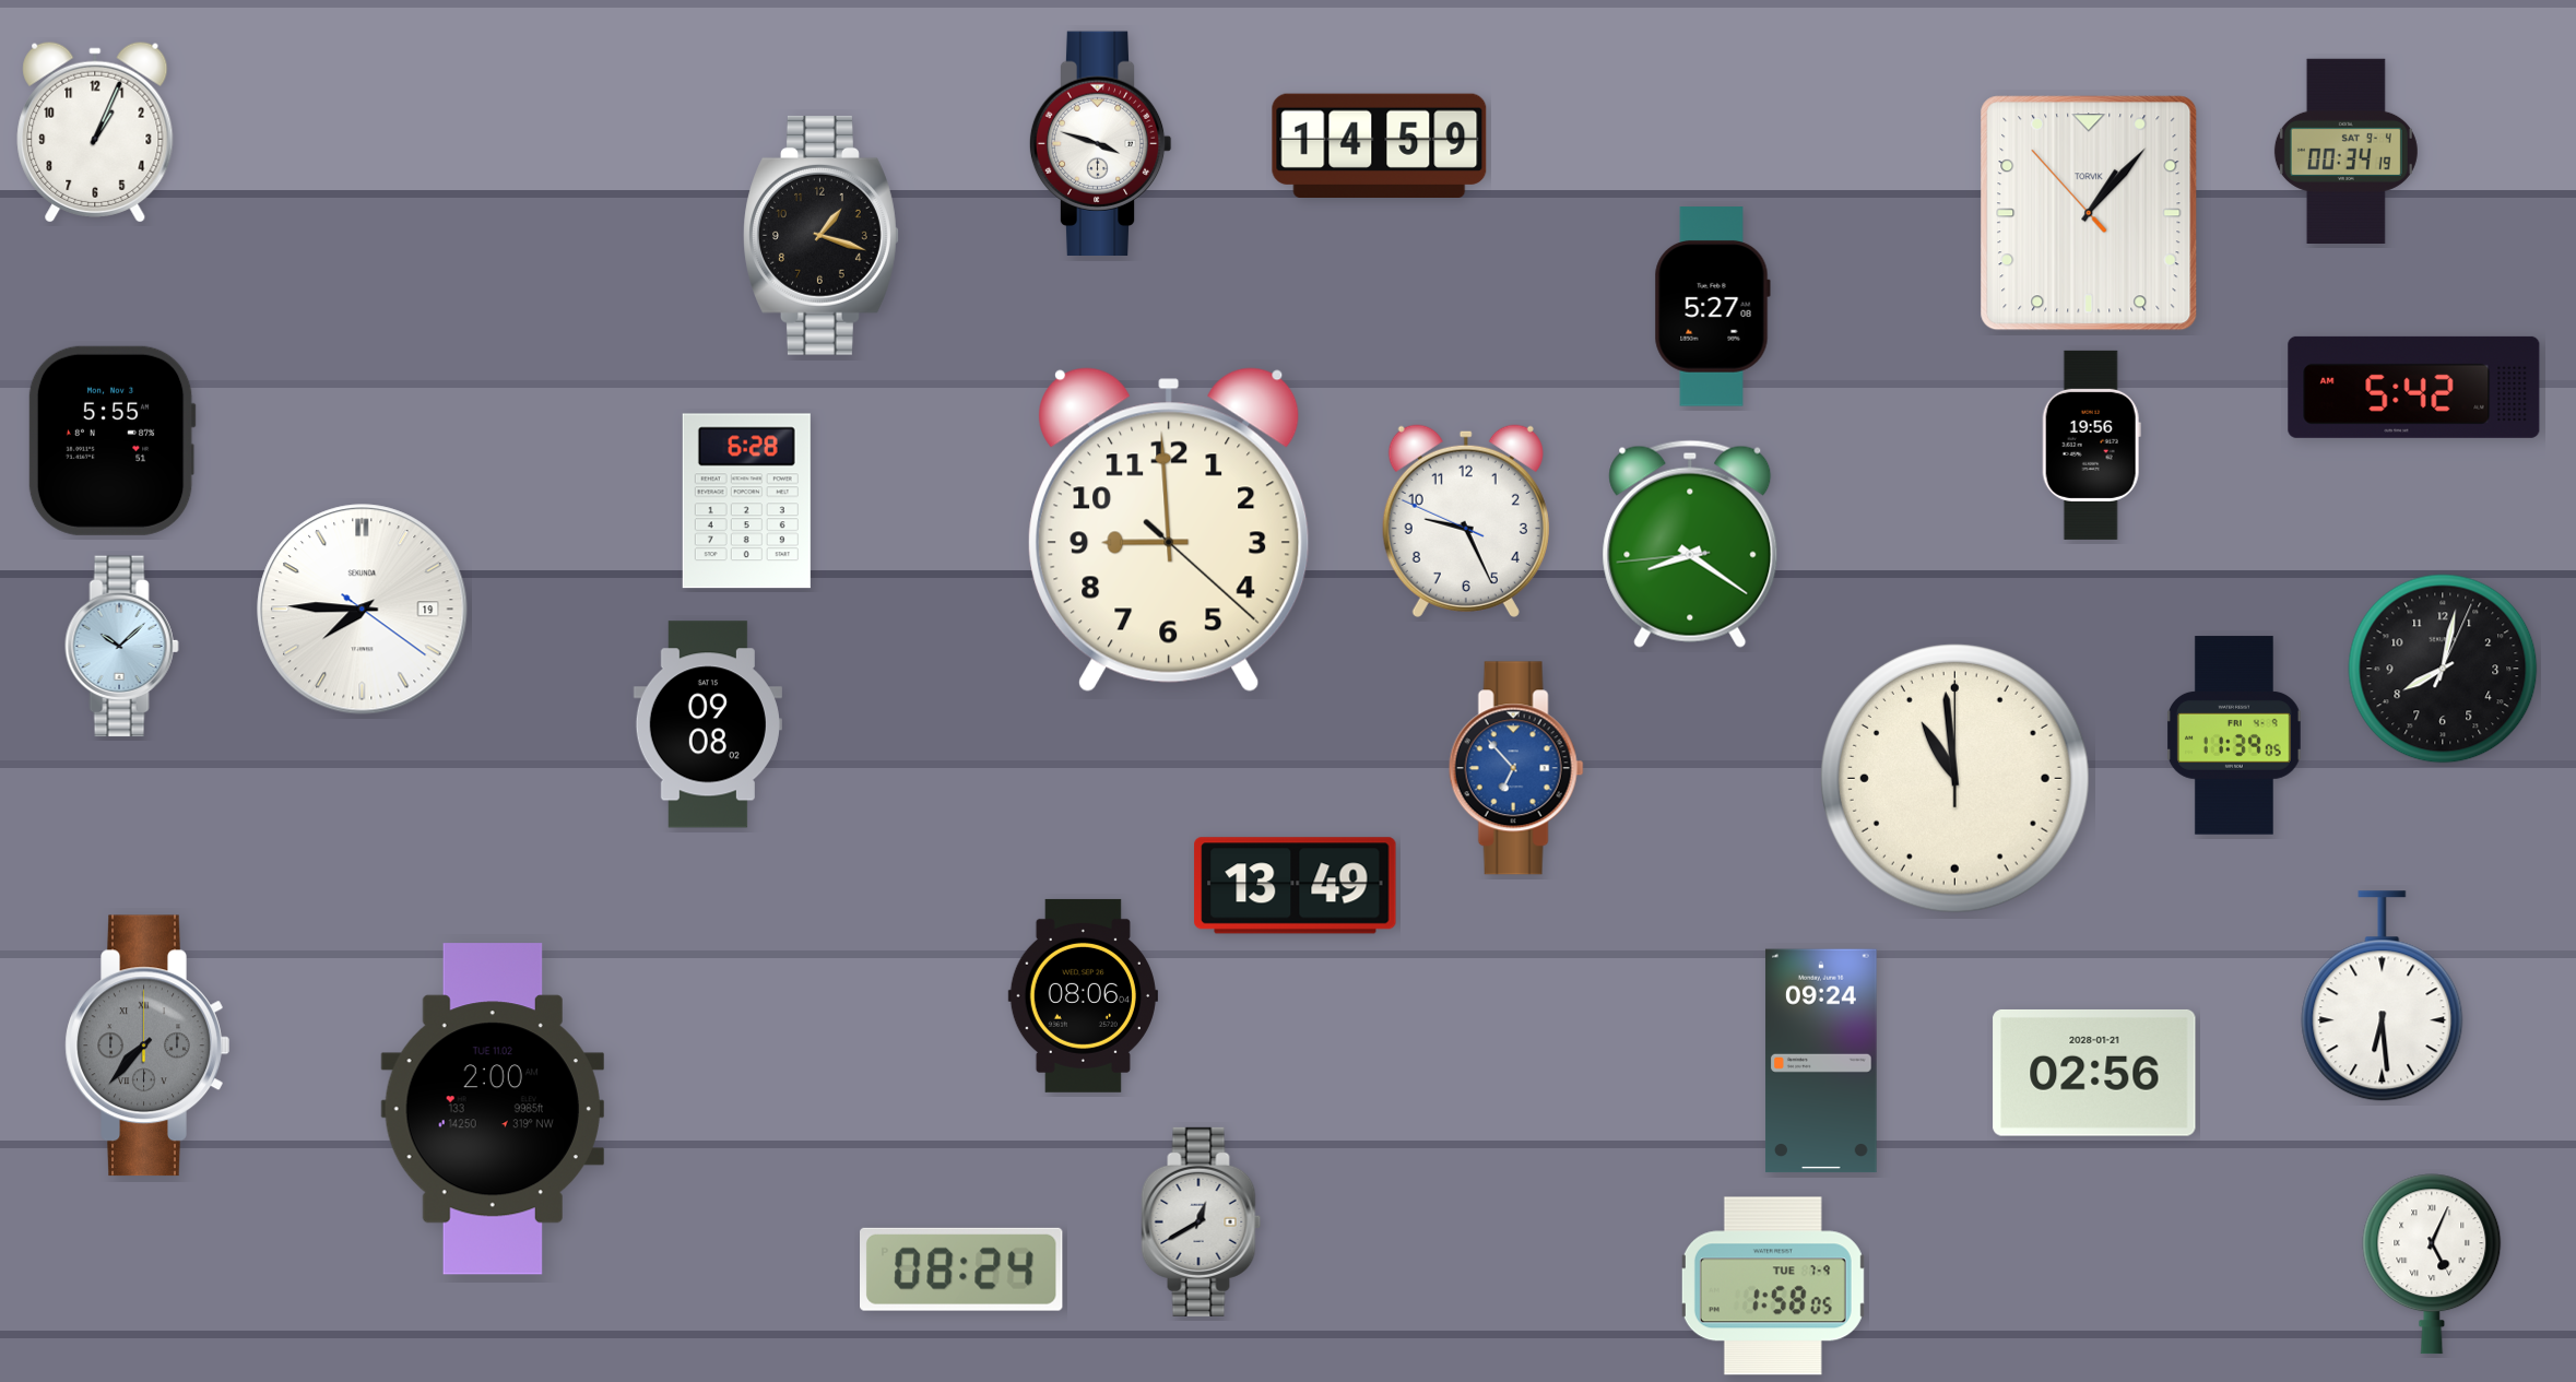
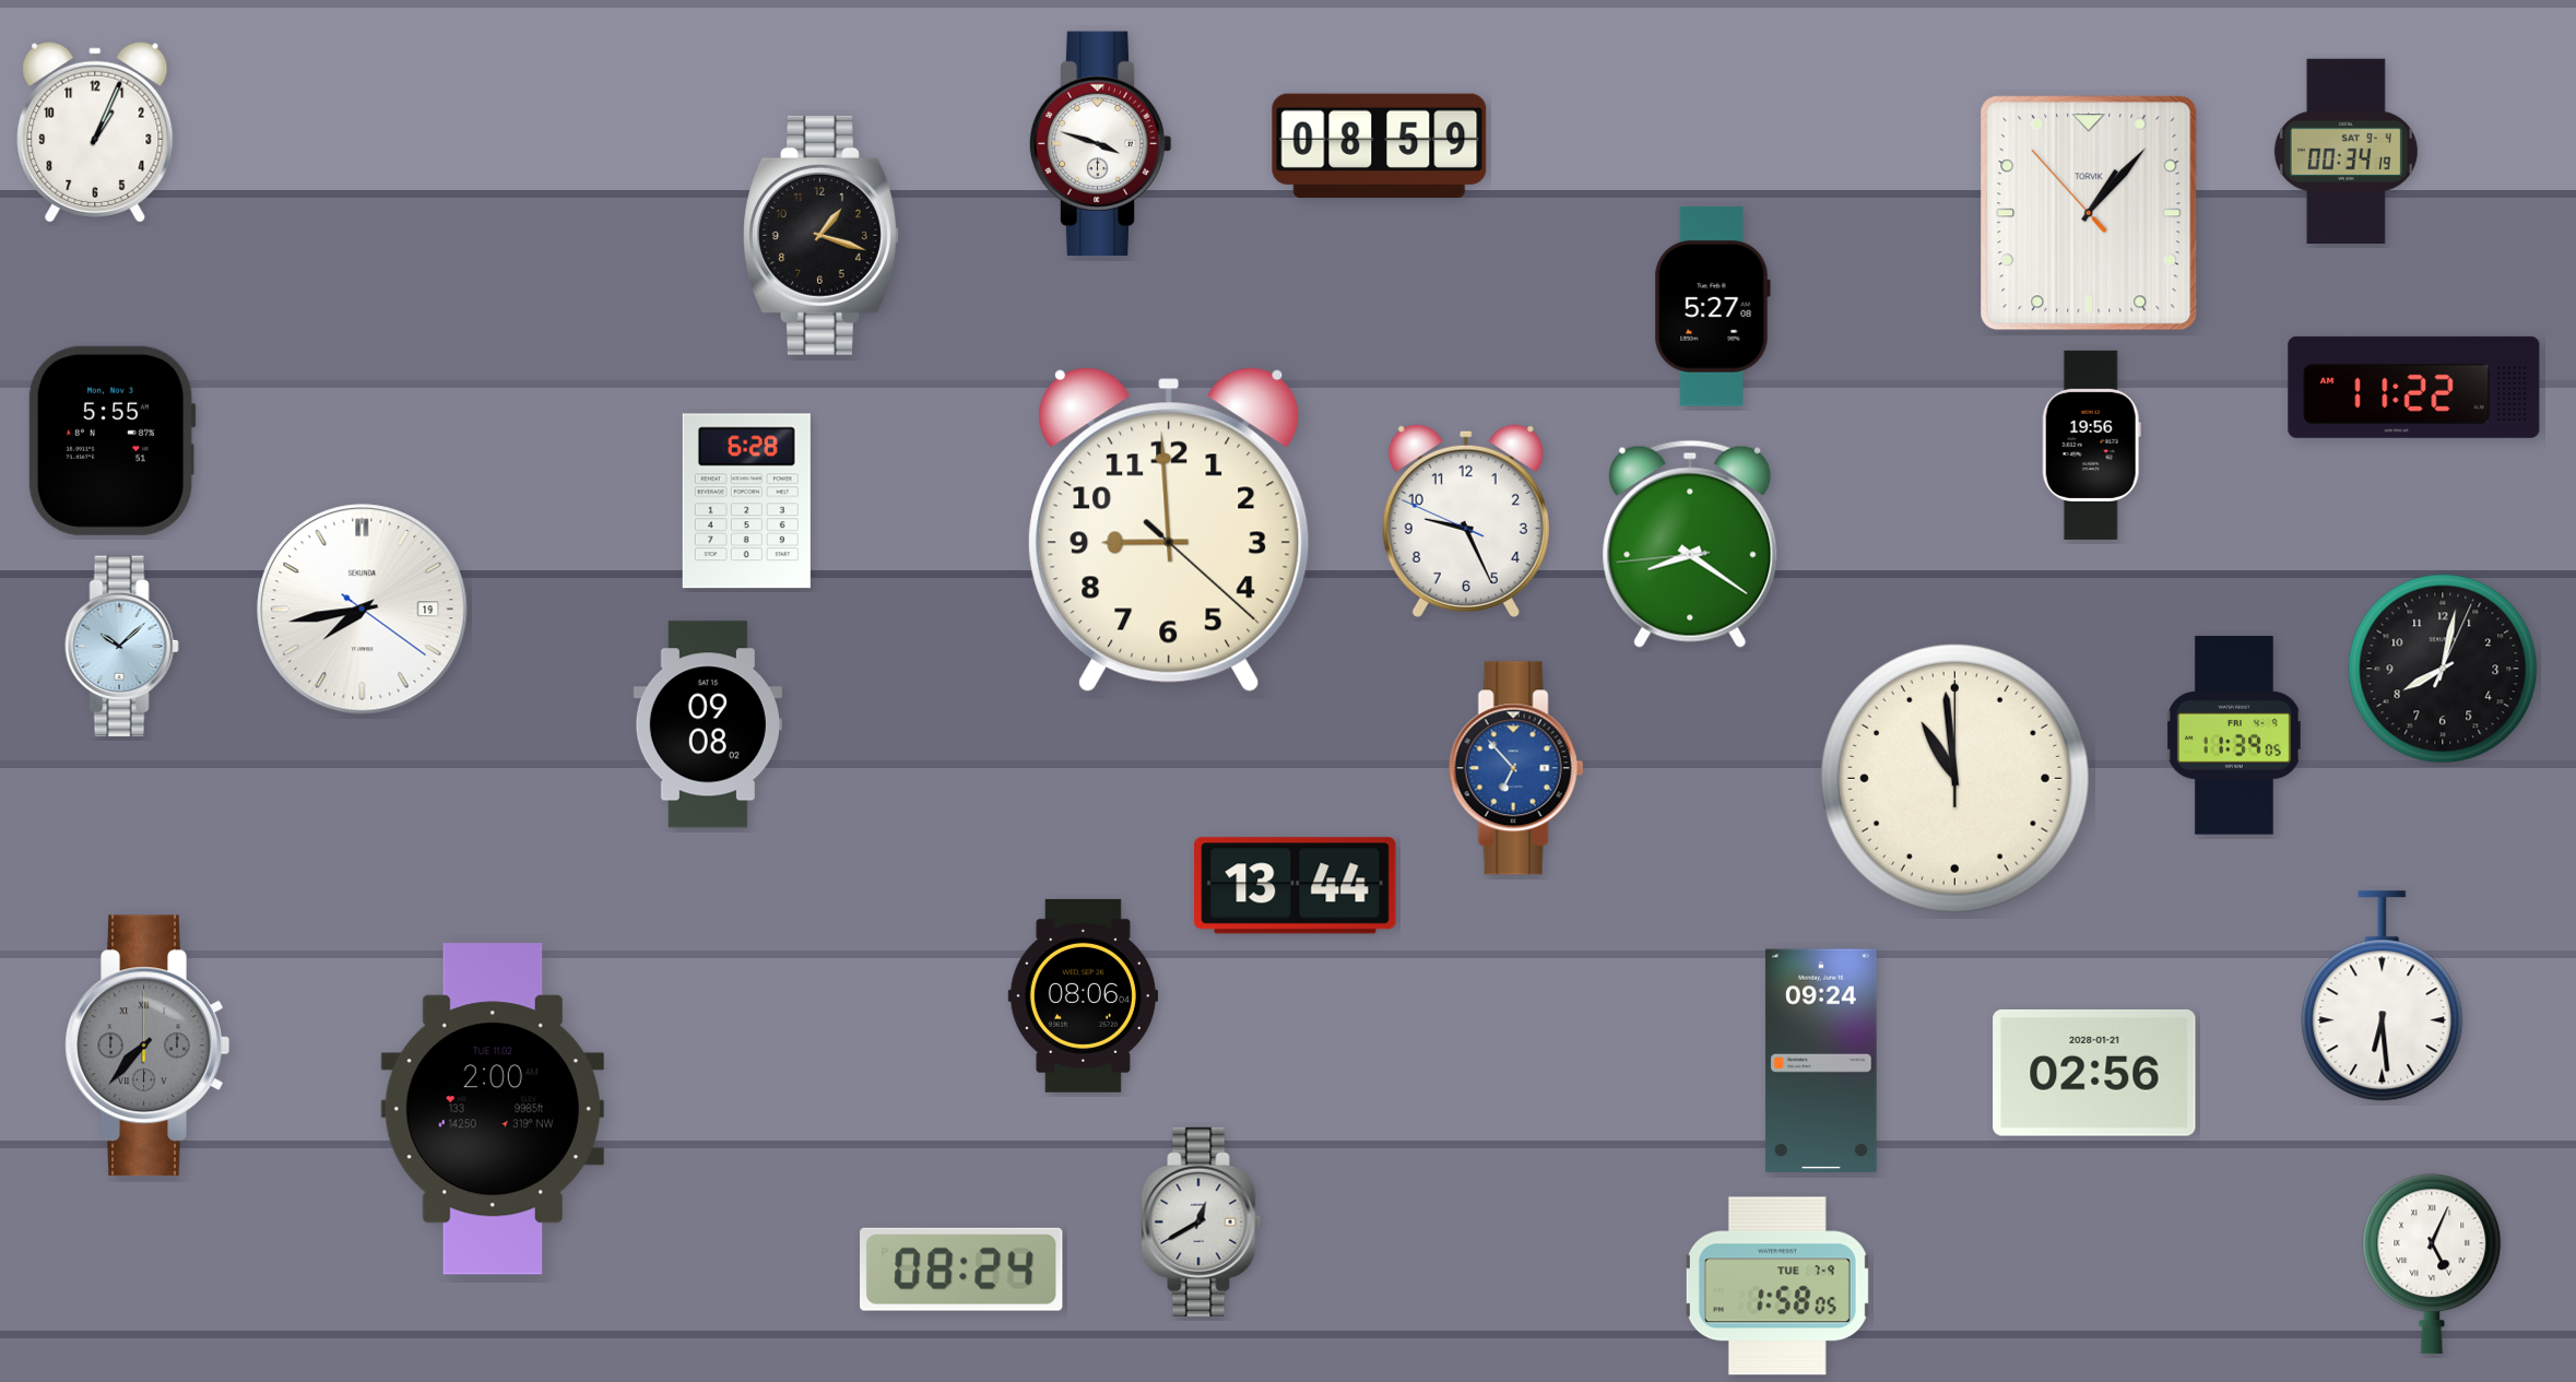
clock at (1380, 145): 14:59 -> 08:59
clock at (2414, 387): 5:42 -> 11:22
clock at (363, 610): 7:45 -> 7:43
clock at (1296, 886): 13:49 -> 13:44
clock at (1773, 1286) position: (1773, 1286) -> (1777, 1286)
